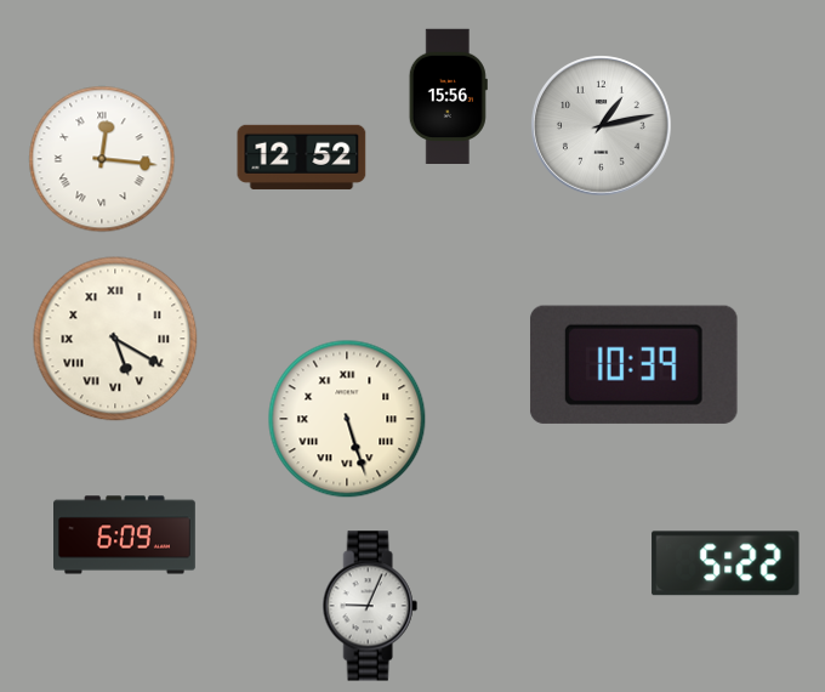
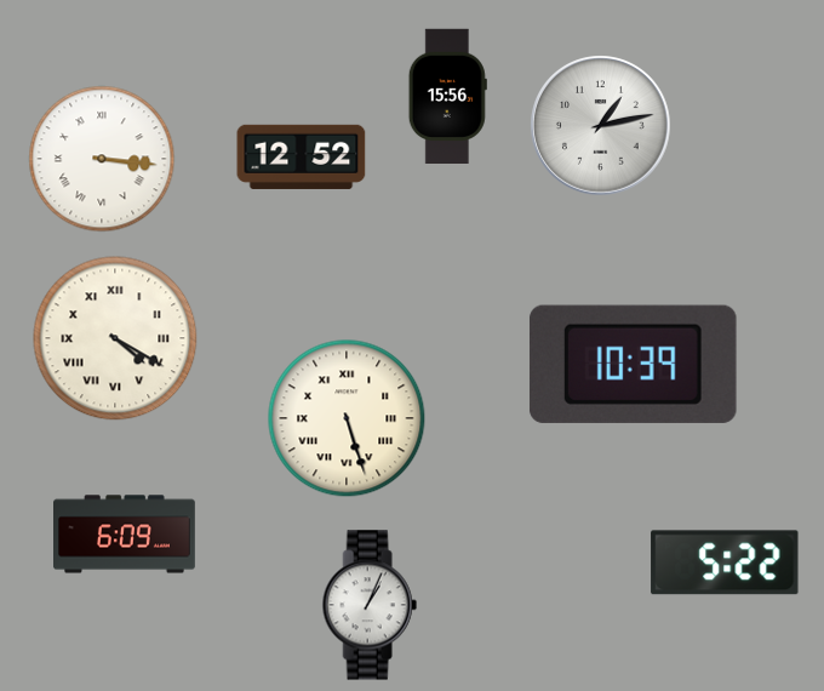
clock at (102, 159): 12:16 -> 3:16
clock at (115, 339): 5:20 -> 4:20
clock at (370, 606): 9:04 -> 1:04
